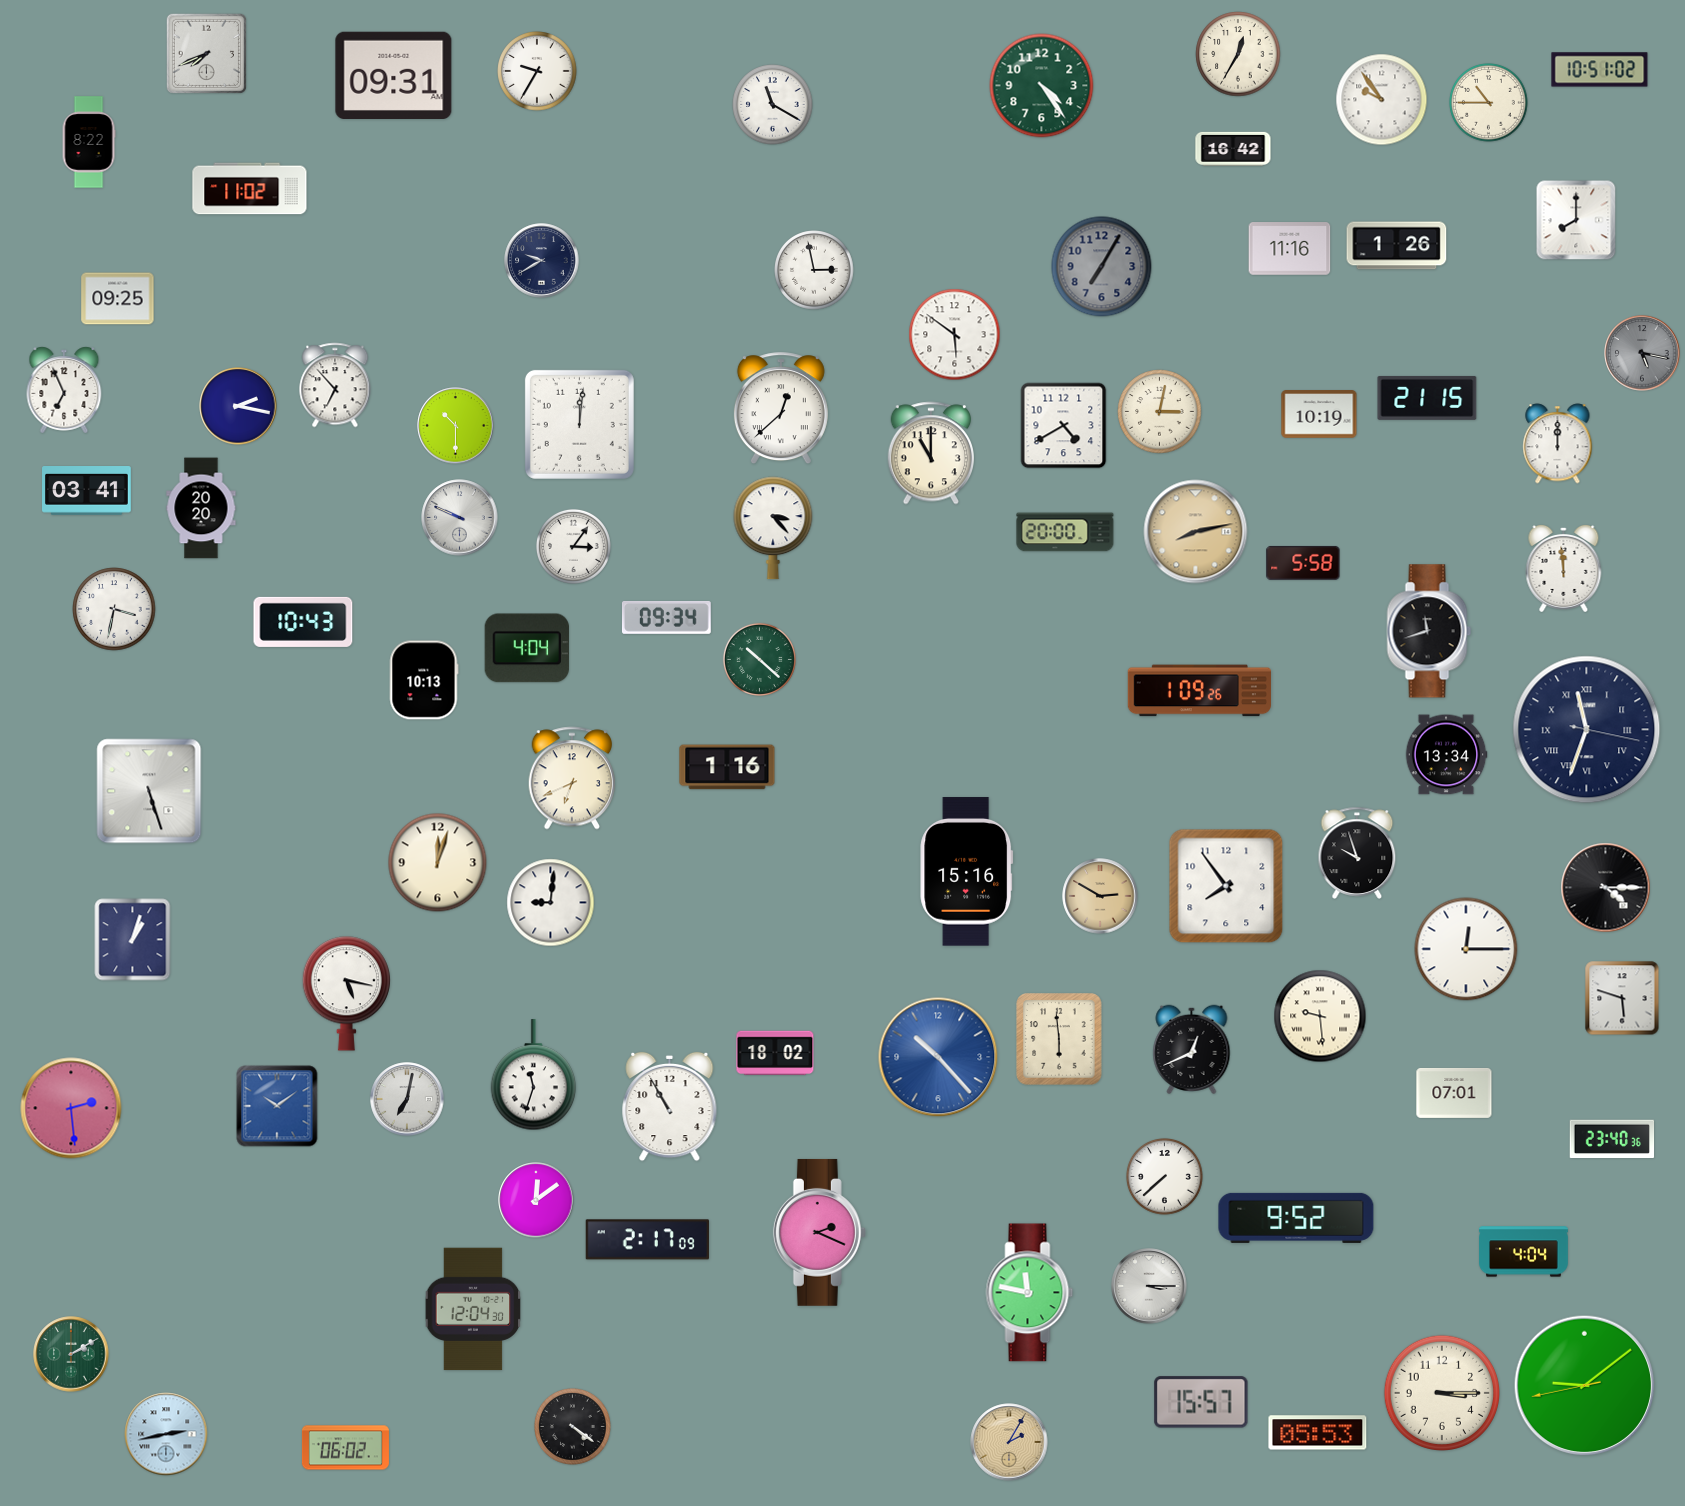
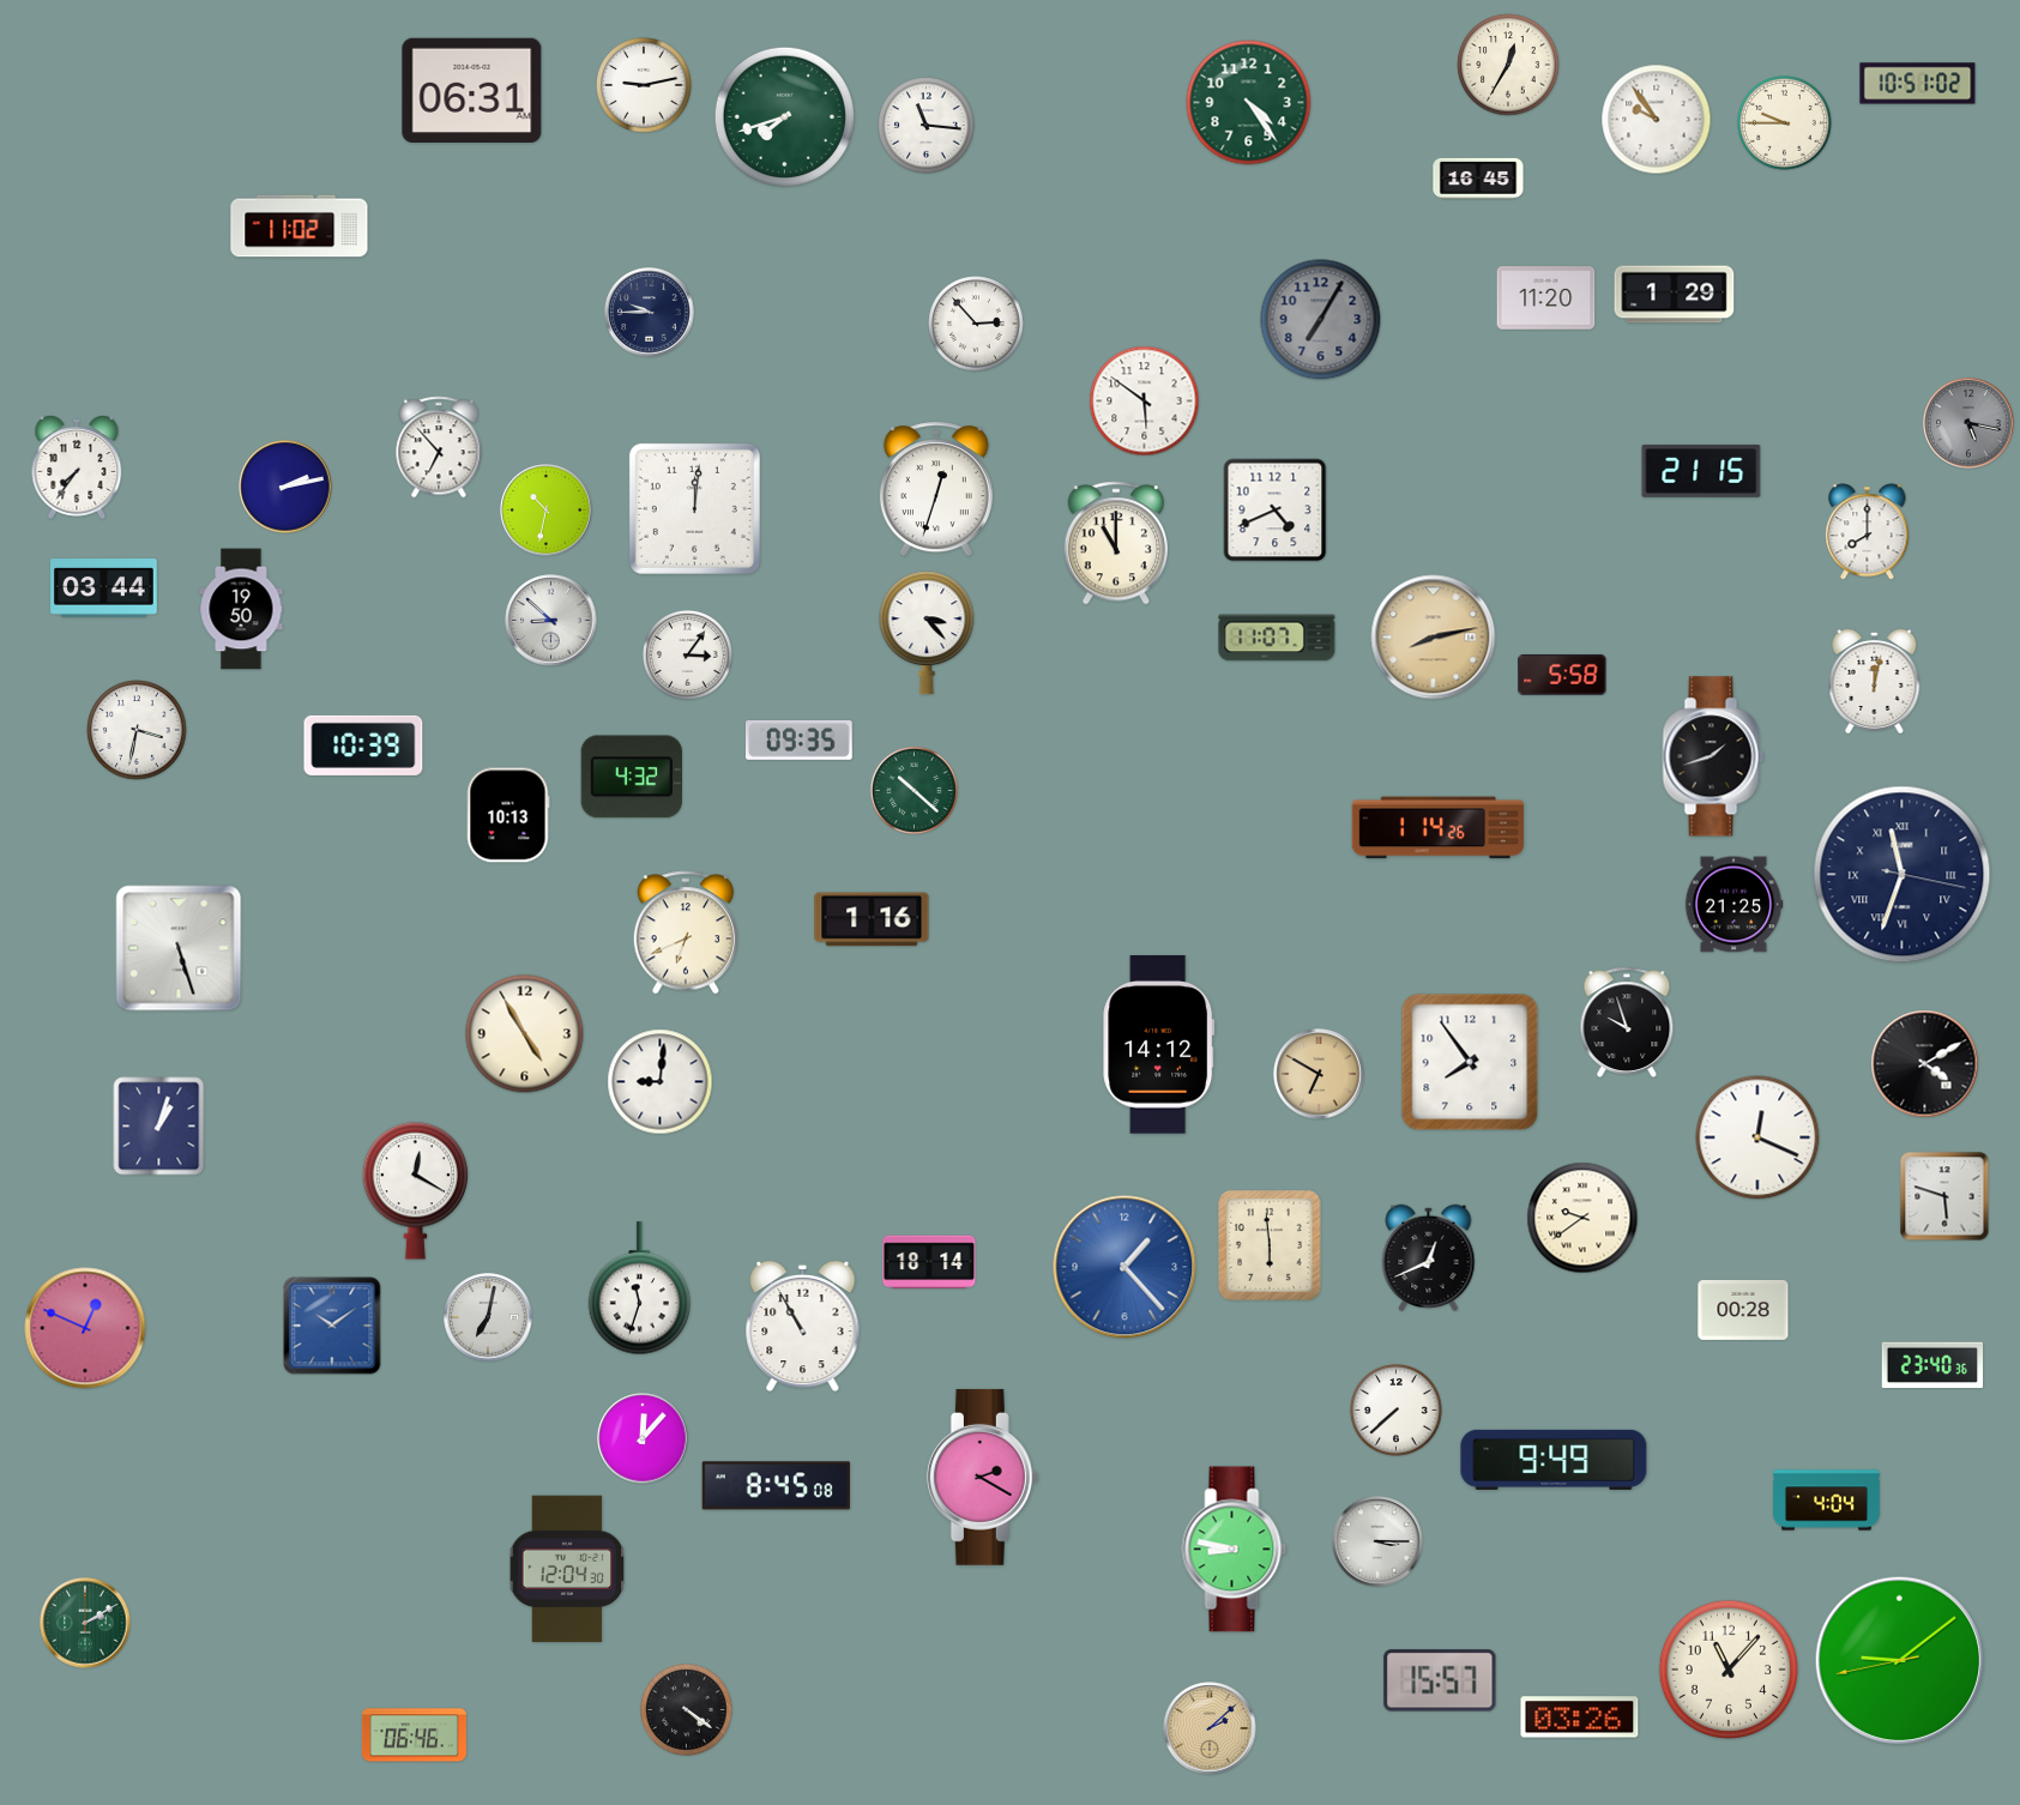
clock at (206, 53): 7:41 -> none
clock at (1238, 54) position: (1238, 54) -> (1508, 65)
clock at (537, 71): 9:35 -> 9:13
clock at (394, 75): 09:31 -> 06:31
clock at (784, 116): none -> 7:42
clock at (1489, 103): 10:45 -> 9:45
clock at (773, 105): 11:20 -> 11:16
clock at (89, 142): 8:22 -> none
clock at (1233, 149): 16:42 -> 16:45
clock at (1576, 220): 8:00 -> none
clock at (1397, 246): 1:26 -> 1:29
clock at (1290, 249): 11:16 -> 11:20
clock at (542, 261): 9:40 -> 9:45
clock at (814, 270): 2:58 -> 2:53
clock at (118, 299): 09:25 -> none
clock at (335, 385) position: (335, 385) -> (439, 447)
clock at (64, 390): 6:56 -> 7:36
clock at (1427, 398) position: (1427, 398) -> (1701, 471)
clock at (238, 406): 2:17 -> 2:13
clock at (781, 409): 12:38 -> 12:33
clock at (1160, 412): 3:02 -> none
clock at (1319, 414): 10:19 -> none
clock at (456, 426): 10:30 -> 10:32
clock at (1064, 426): 4:40 -> 4:41
clock at (1558, 444): 12:00 -> 8:00
clock at (87, 491): 03:41 -> 03:44
clock at (201, 508): 20:20 -> 19:50
clock at (460, 518): 9:49 -> 8:52
clock at (1065, 532): 20:00 -> 11:07
clock at (1564, 568): 11:59 -> 12:02
clock at (666, 617): 09:34 -> 09:35
clock at (303, 622): 10:43 -> 10:39
clock at (1429, 631): 11:42 -> 1:42
clock at (527, 648): 4:04 -> 4:32
clock at (759, 659) position: (759, 659) -> (913, 790)
clock at (1199, 691): 1:09 -> 1:14
clock at (1446, 755): 13:34 -> 21:25
clock at (438, 863): 12:03 -> 4:55
clock at (967, 872): 15:16 -> 14:12
clock at (1606, 888): 4:15 -> 4:10
clock at (1100, 896): 2:50 -> 6:50
clock at (1466, 949): 12:15 -> 12:19
clock at (346, 994): 5:17 -> 12:20
clock at (1320, 1016): 9:29 -> 9:39
clock at (775, 1053): 18:02 -> 18:14
clock at (938, 1057): 10:23 -> 1:23
clock at (1454, 1093): 07:01 -> 00:28
clock at (71, 1108): 2:29 -> 12:49
clock at (536, 1200): 12:09 -> 12:07
clock at (1296, 1218): 9:52 -> 9:49
clock at (819, 1232): 2:19 -> 2:20
clock at (647, 1240): 2:17 -> 8:45
clock at (1030, 1293): 11:47 -> 8:47
clock at (1441, 1392): 3:15 -> 11:07
clock at (1318, 1433): 05:53 -> 03:26
clock at (166, 1434): 2:43 -> none
clock at (1009, 1442): 2:05 -> 2:08
clock at (345, 1448): 06:02 -> 06:46
